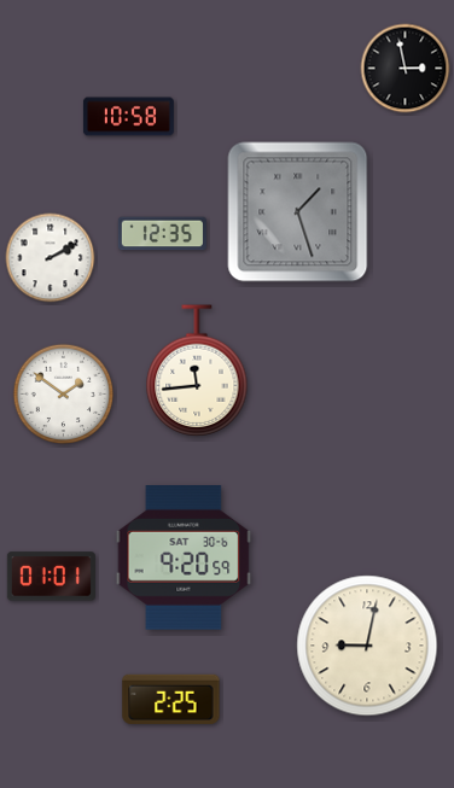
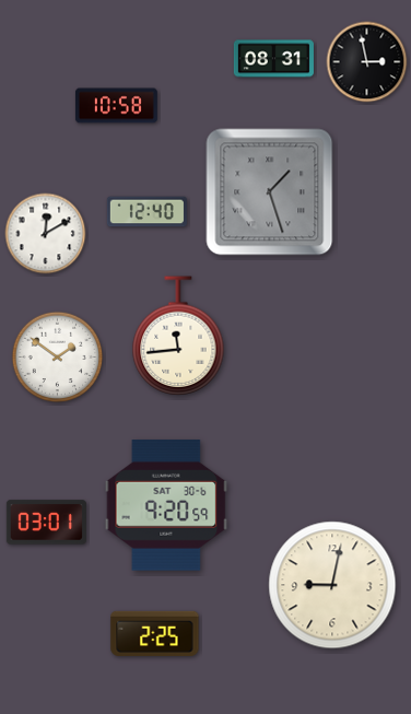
clock at (273, 59): none -> 08:31
clock at (162, 234): 12:35 -> 12:40
clock at (51, 258): 2:10 -> 12:10
clock at (51, 577): 01:01 -> 03:01
